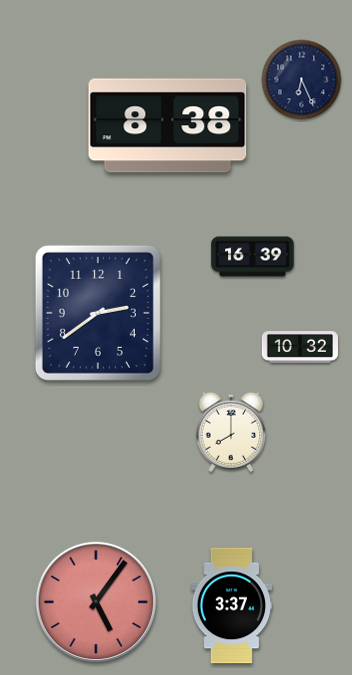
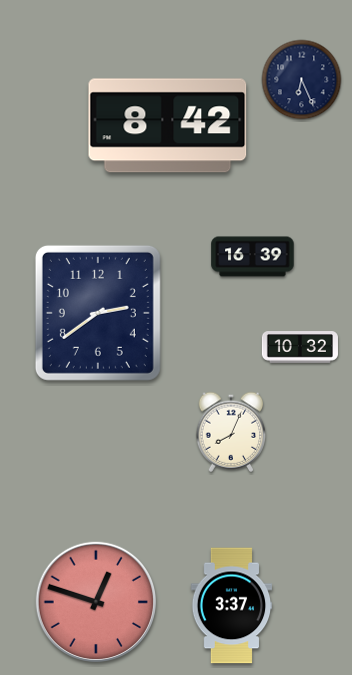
clock at (168, 126): 8:38 -> 8:42
clock at (231, 432): 8:00 -> 8:04
clock at (95, 601): 5:06 -> 12:48
